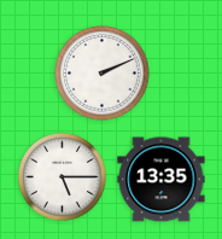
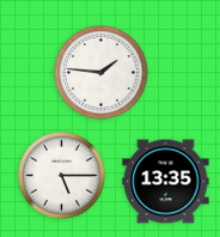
clock at (103, 74): 2:11 -> 1:46
clock at (162, 180) position: (162, 180) -> (166, 182)
